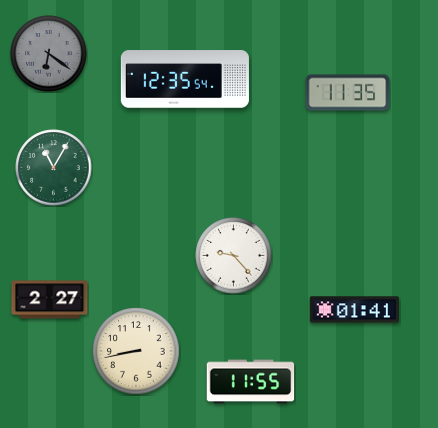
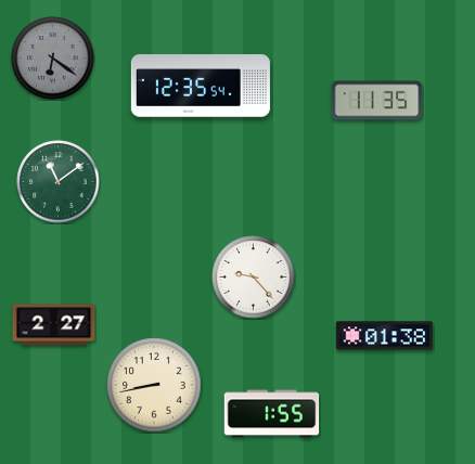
clock at (54, 168): 11:05 -> 11:09
clock at (354, 310): 01:41 -> 01:38
clock at (136, 351) position: (136, 351) -> (154, 385)
clock at (251, 382): 11:55 -> 1:55
